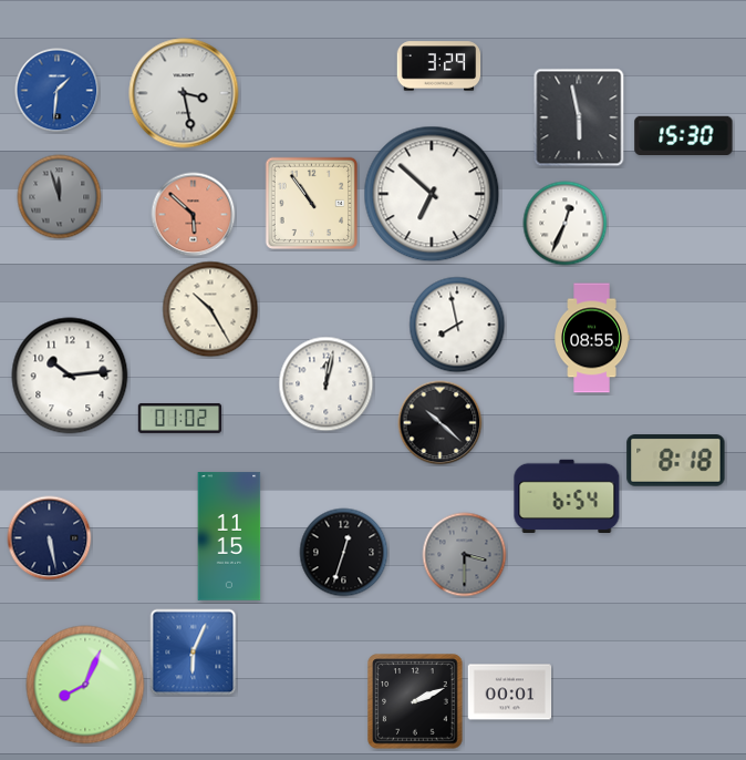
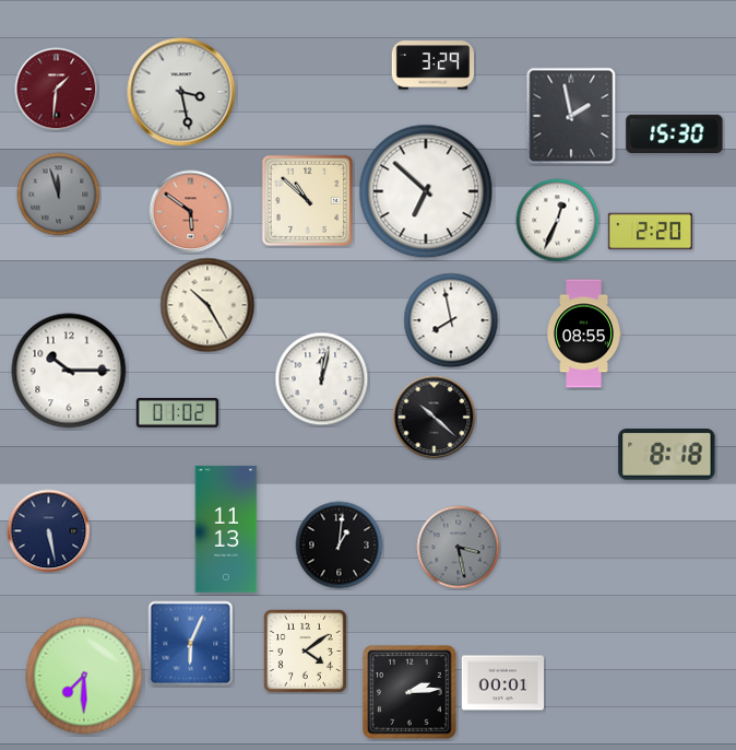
clock at (58, 91) dial: blue -> burgundy
clock at (579, 117): 5:58 -> 1:58
clock at (311, 203): 10:54 -> 10:52
clock at (194, 215): 5:52 -> 5:51
clock at (650, 232): none -> 2:20
clock at (70, 376): 10:14 -> 10:15
clock at (567, 496): 6:54 -> none
clock at (229, 536): 11:15 -> 11:13
clock at (344, 553): 12:33 -> 1:01
clock at (465, 555): 3:30 -> 3:28
clock at (305, 651): none -> 4:09
clock at (85, 685): 8:04 -> 7:30
clock at (415, 701): 2:11 -> 2:14
